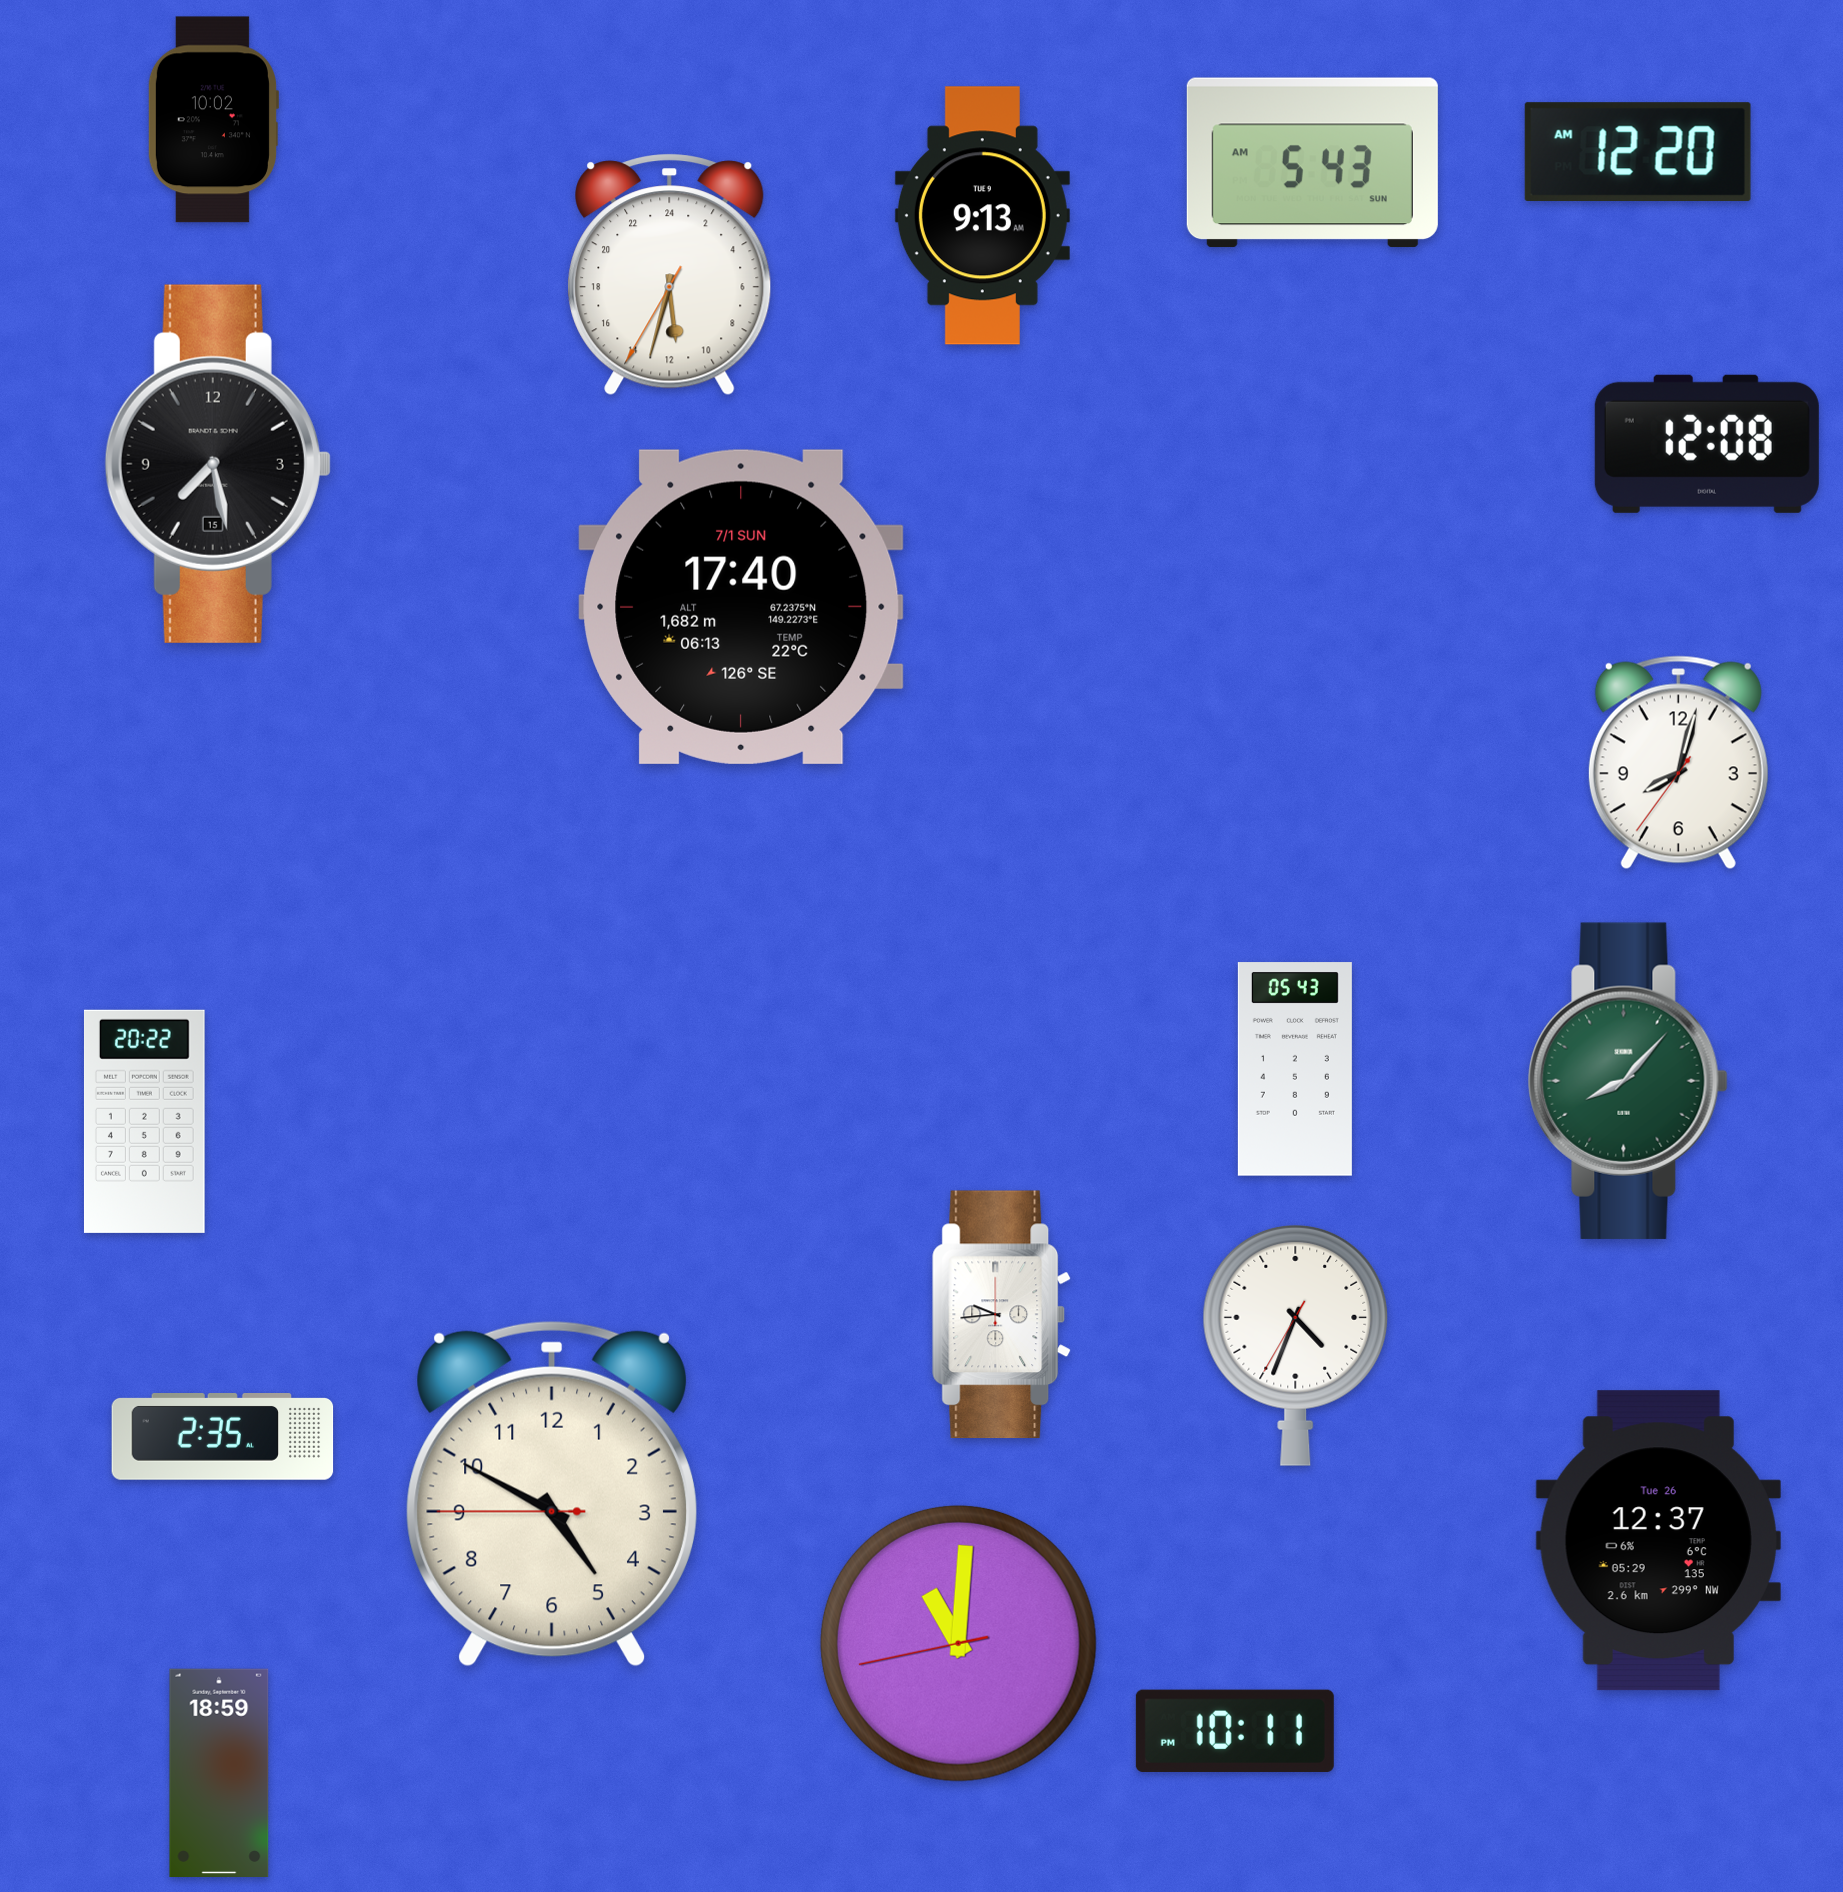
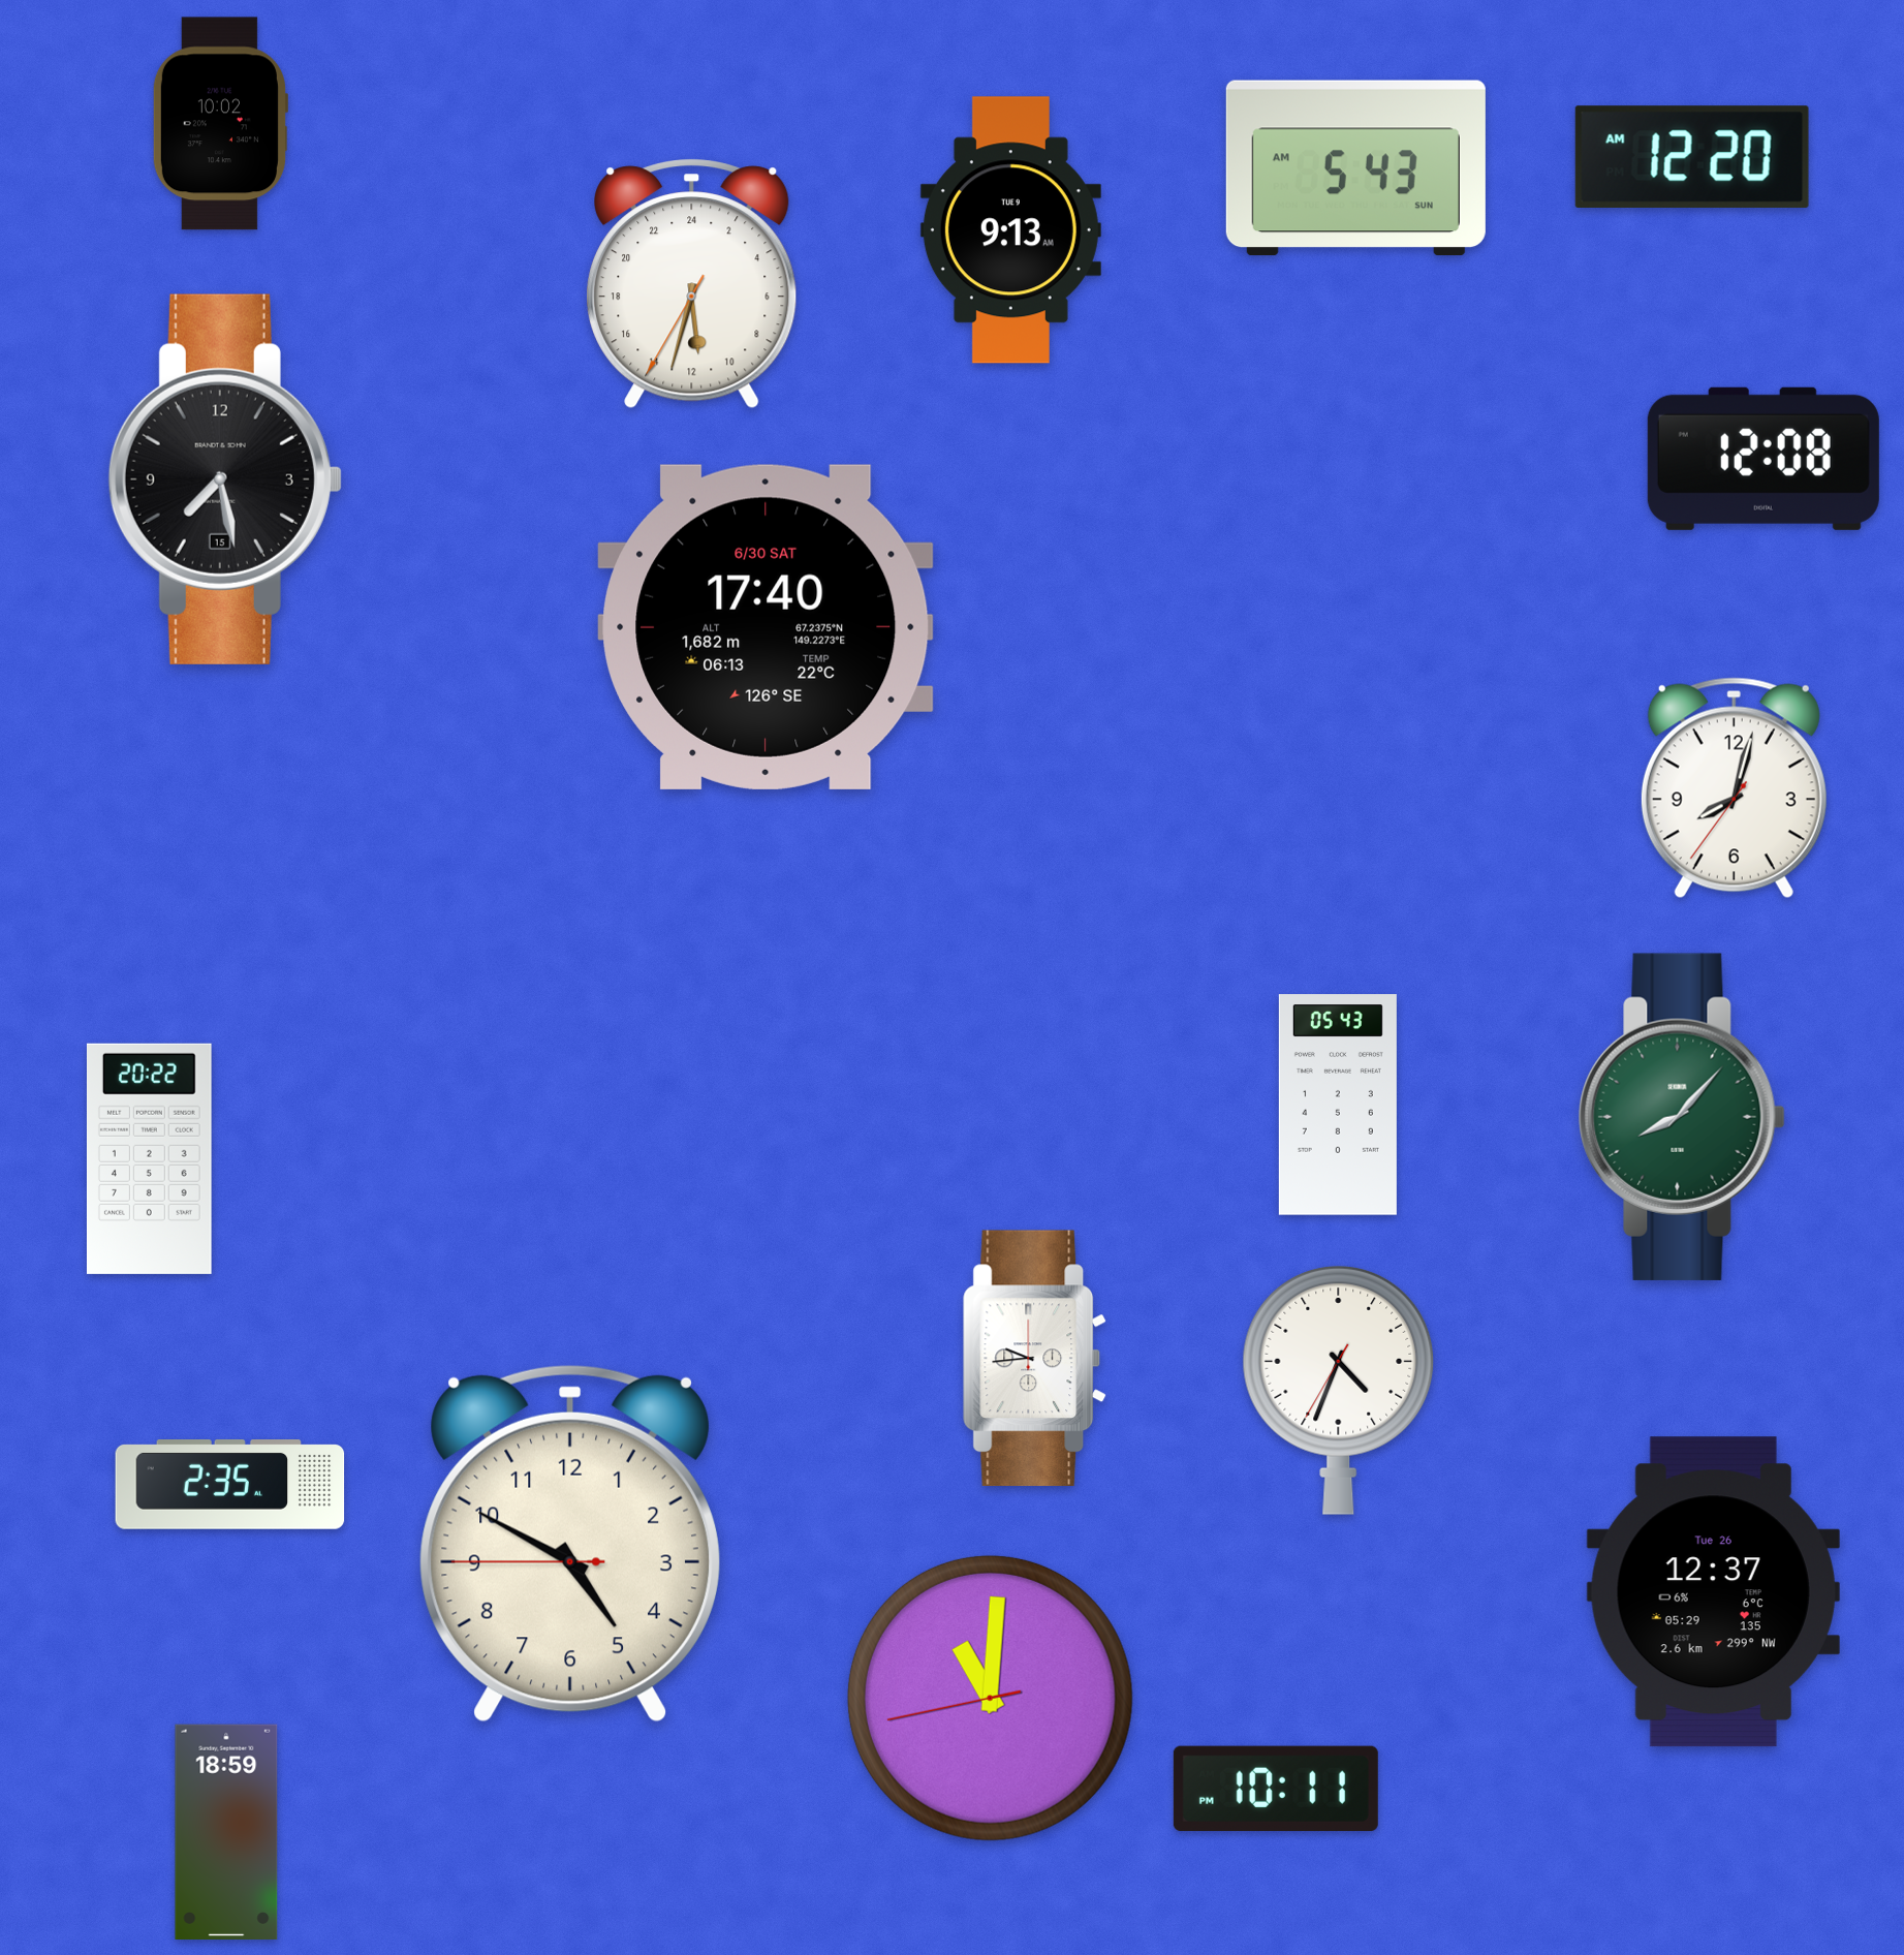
clock at (982, 216) position: (982, 216) -> (1010, 230)
clock at (741, 607) date: 7/1 SUN -> 6/30 SAT
